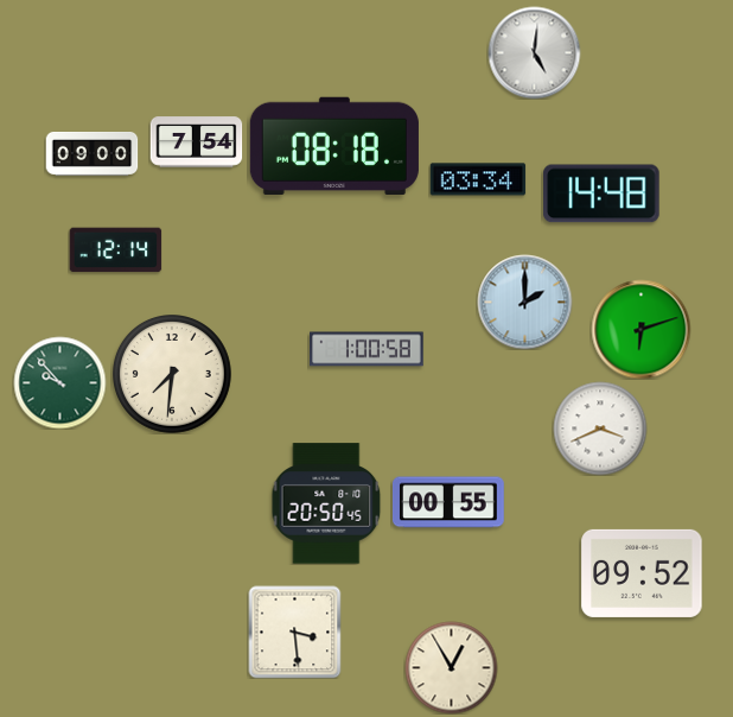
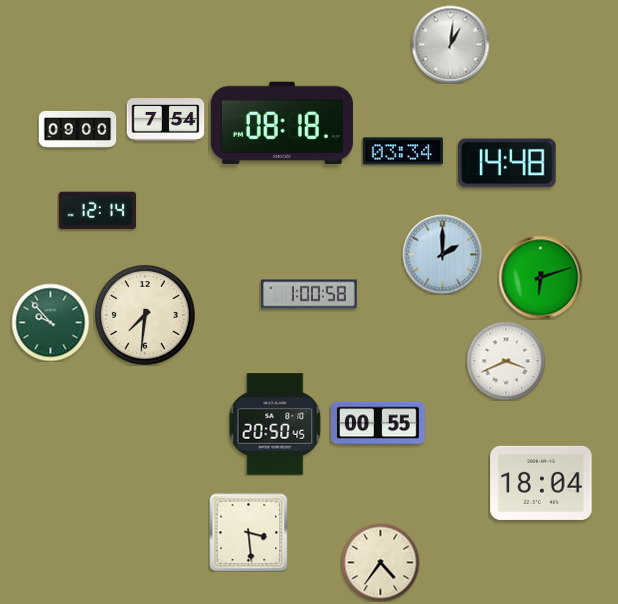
clock at (534, 52): 5:01 -> 1:01
clock at (642, 573): 09:52 -> 18:04
clock at (451, 667): 12:55 -> 4:36
